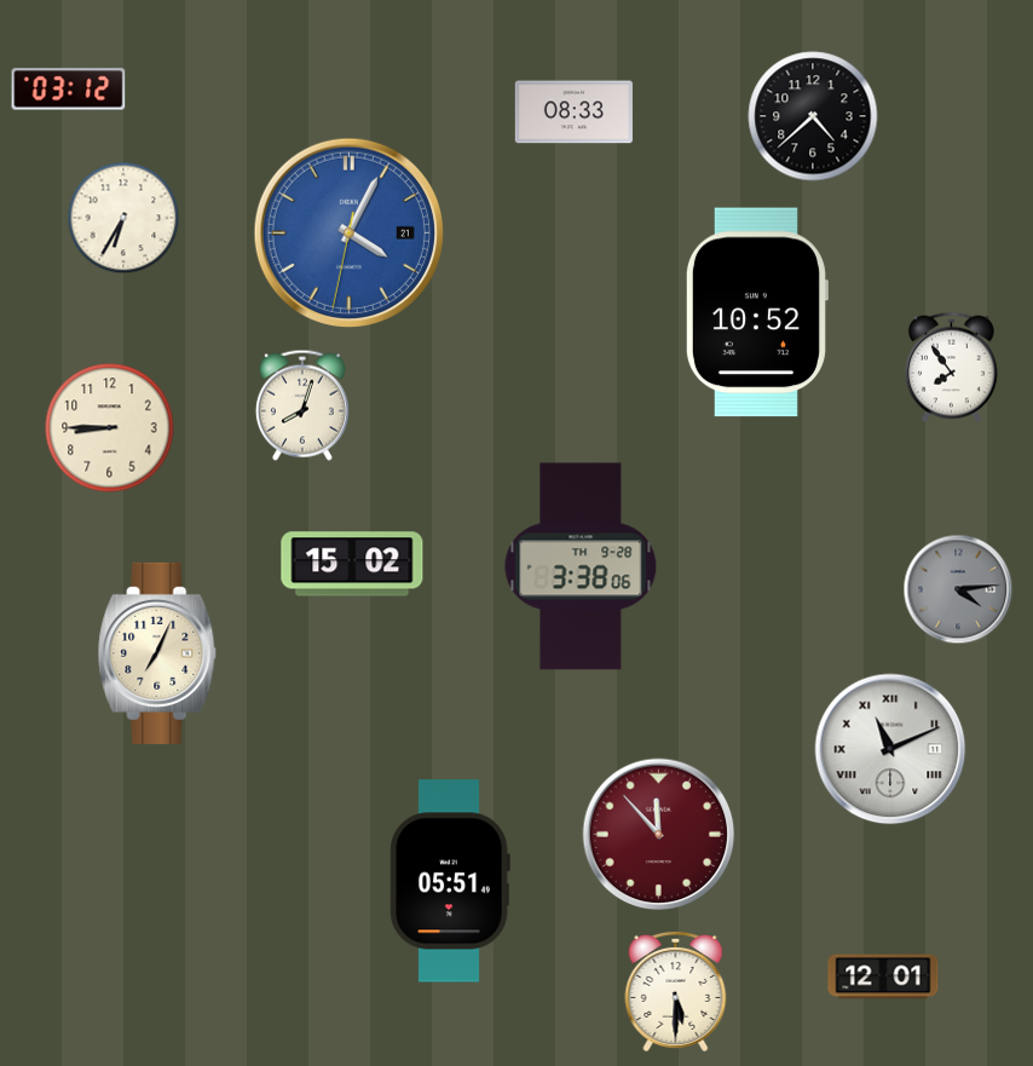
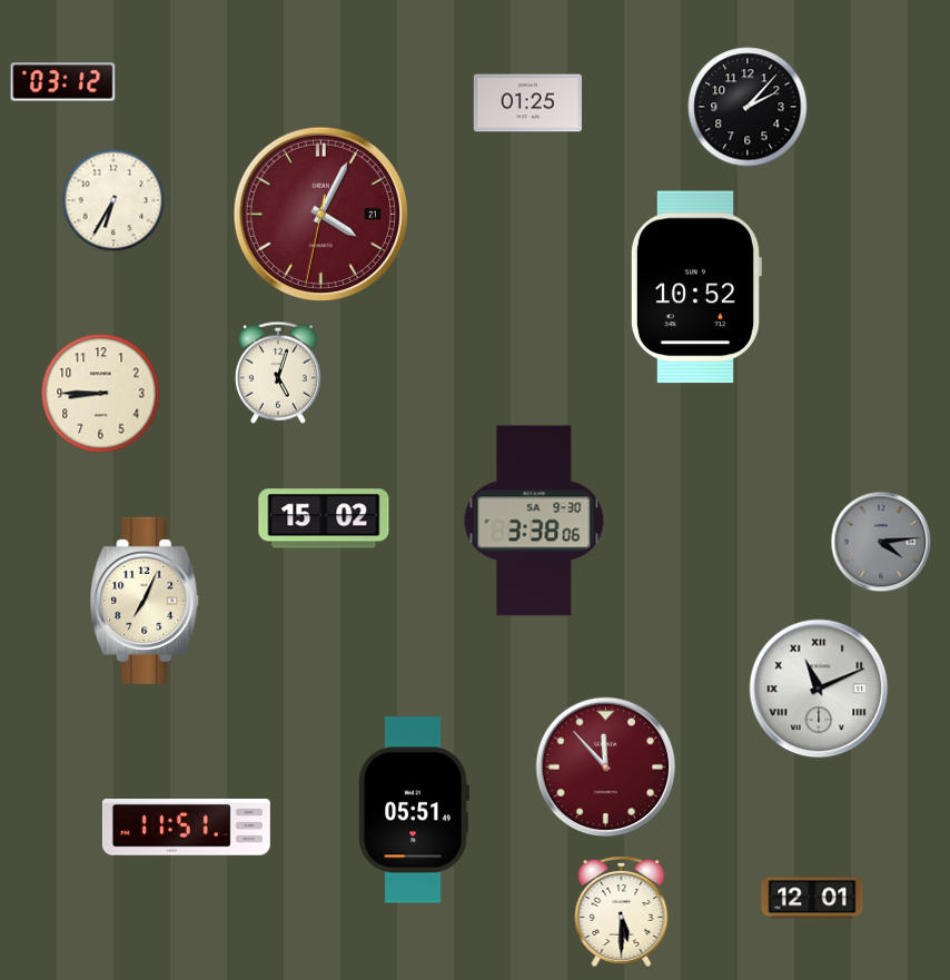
clock at (573, 113): 08:33 -> 01:25
clock at (813, 116): 4:38 -> 2:07
clock at (348, 232) dial: blue -> burgundy
clock at (951, 367): 7:54 -> none
clock at (302, 405): 8:03 -> 5:03
clock at (581, 566) date: TH 9-28 -> SA 9-30
clock at (186, 828): none -> 11:51
